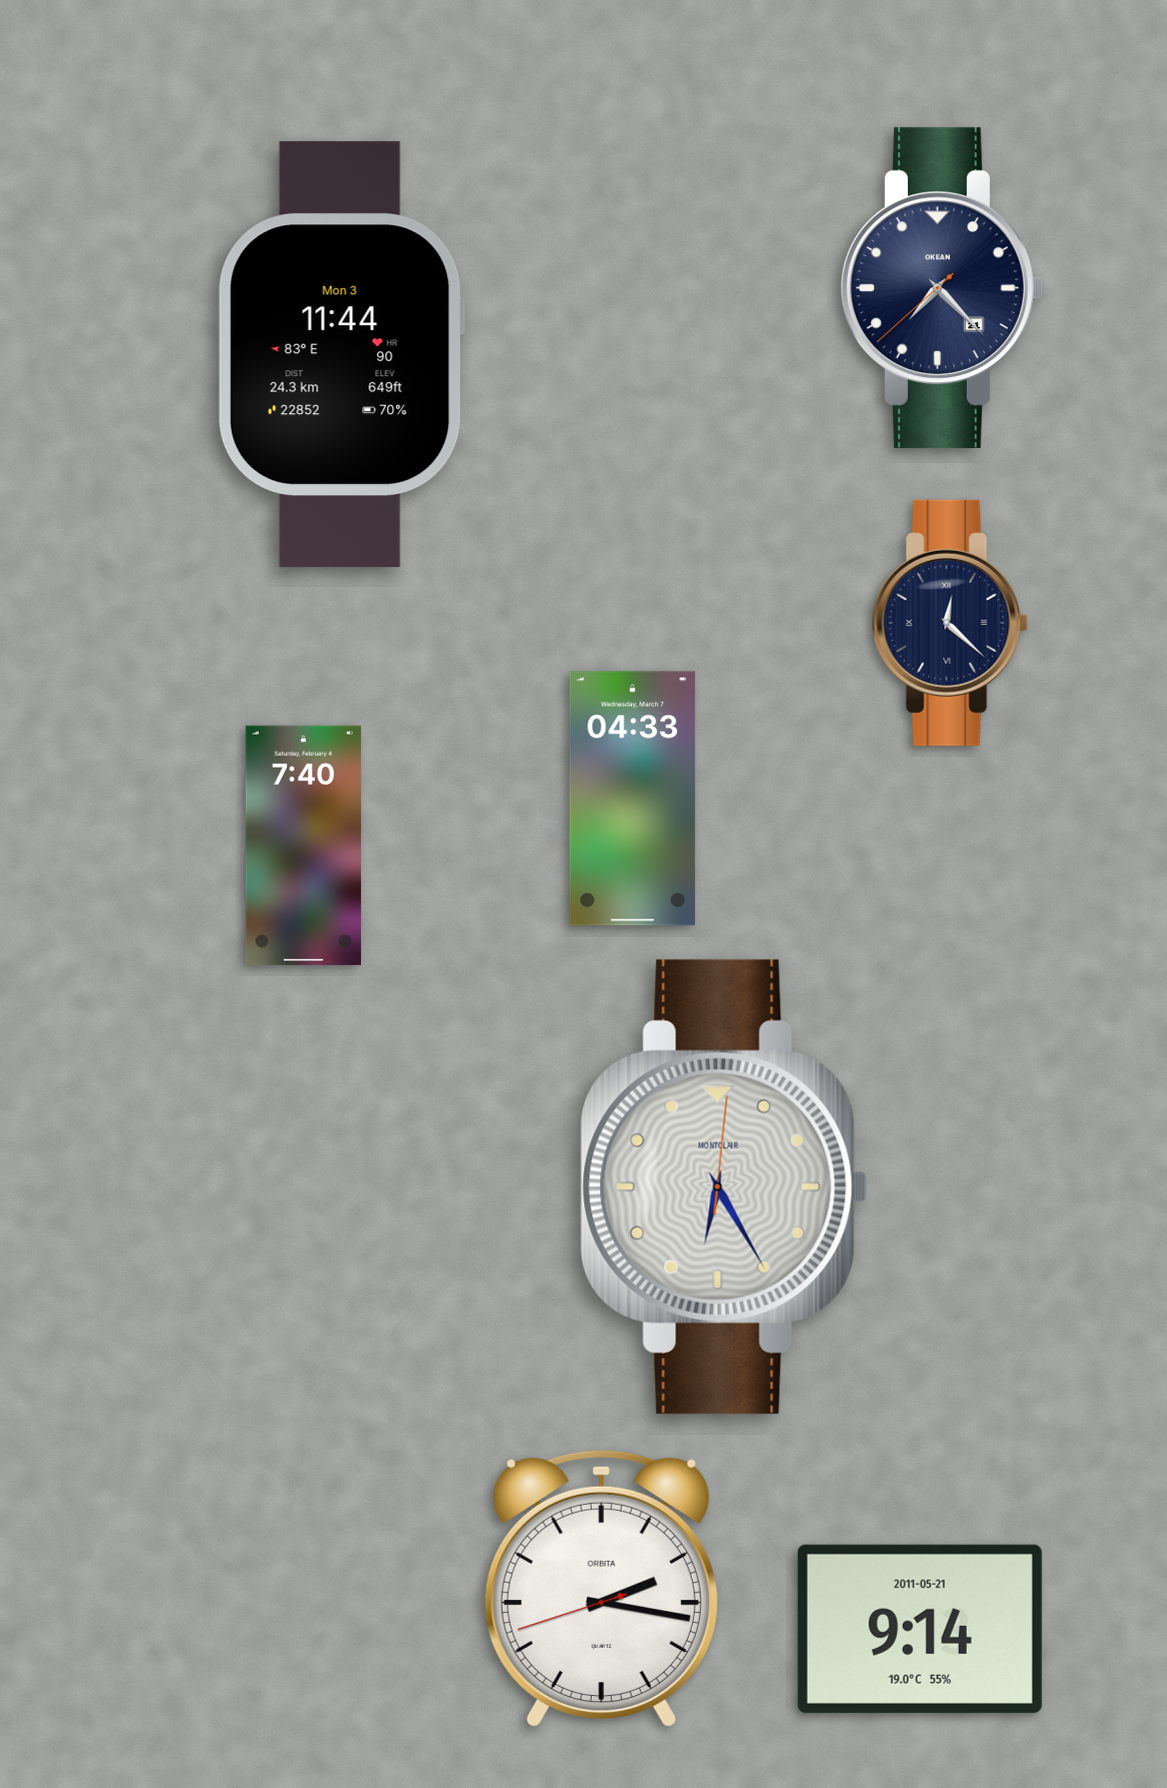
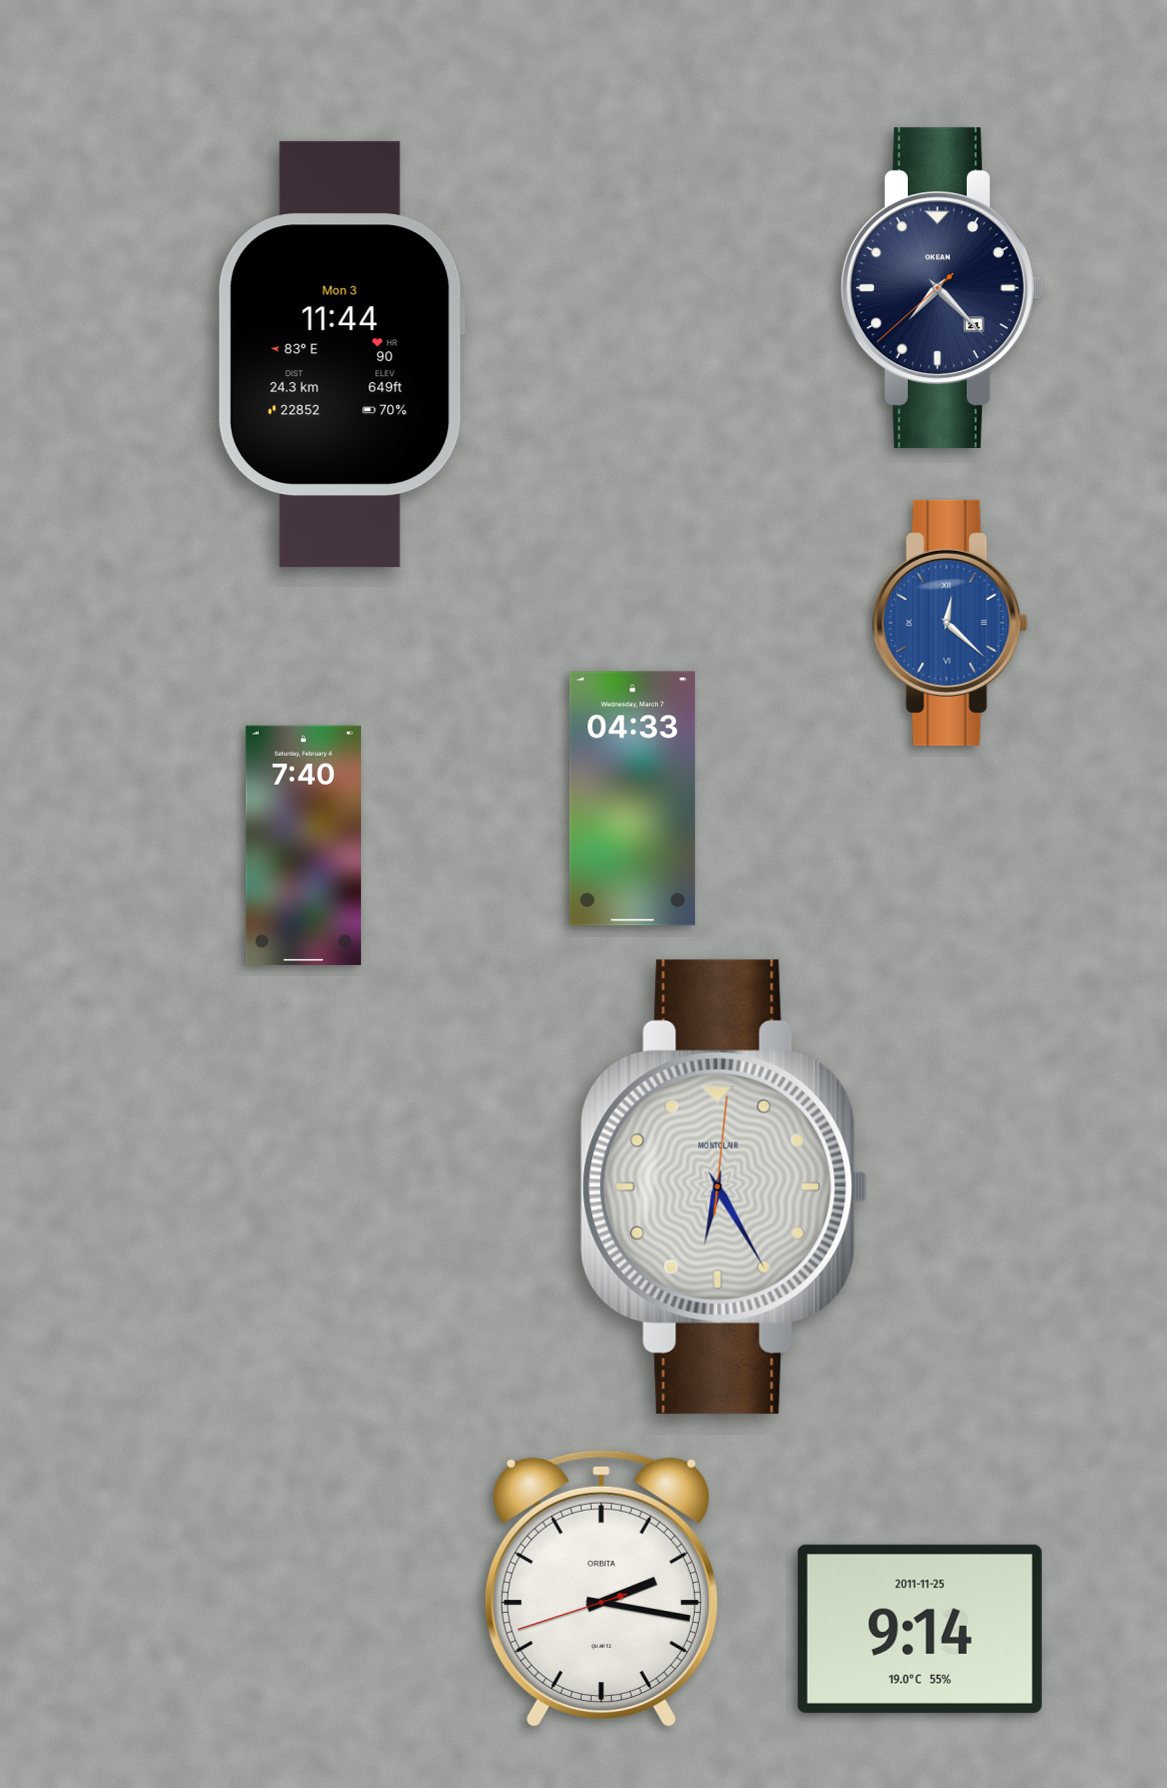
clock at (950, 623) dial: navy -> blue
clock at (920, 1629) date: 2011-05-21 -> 2011-11-25
